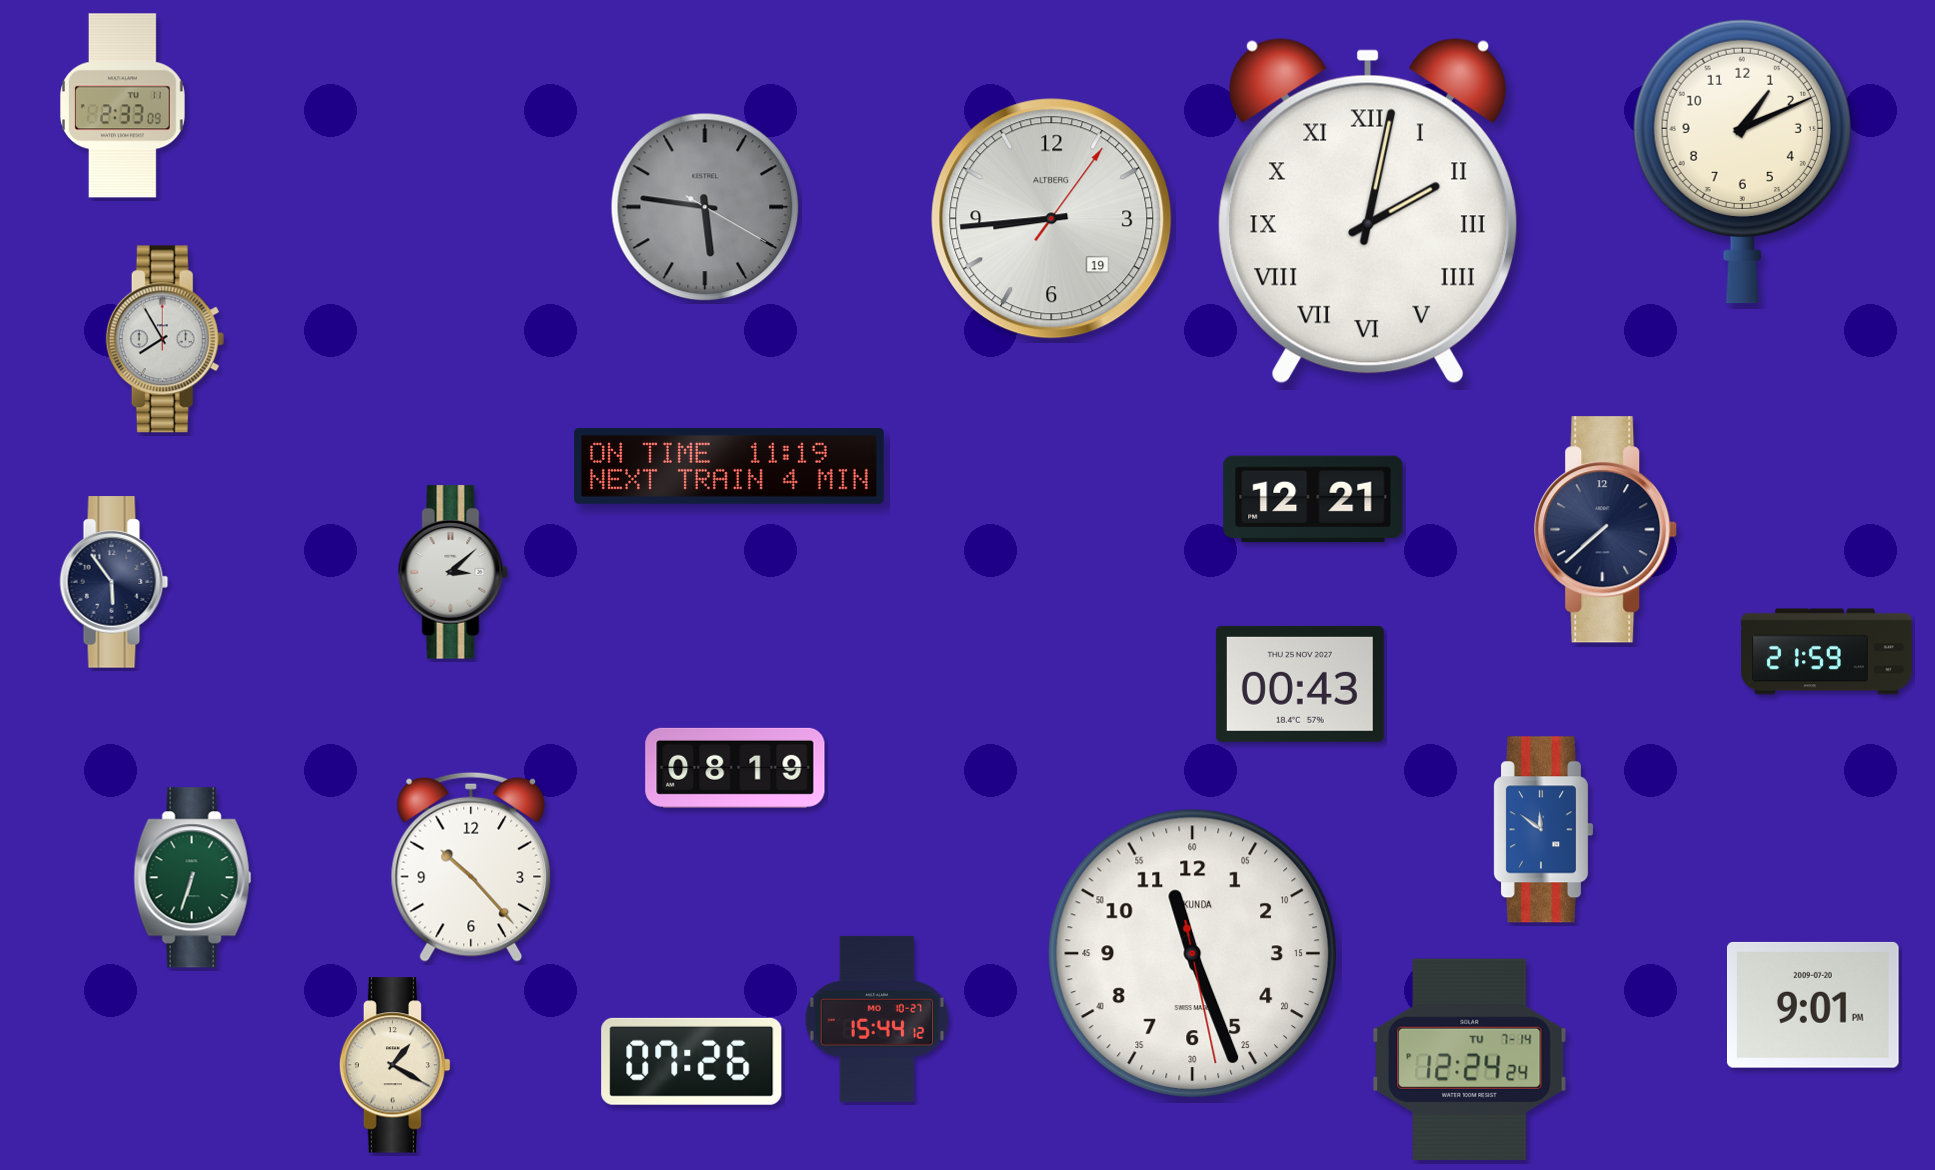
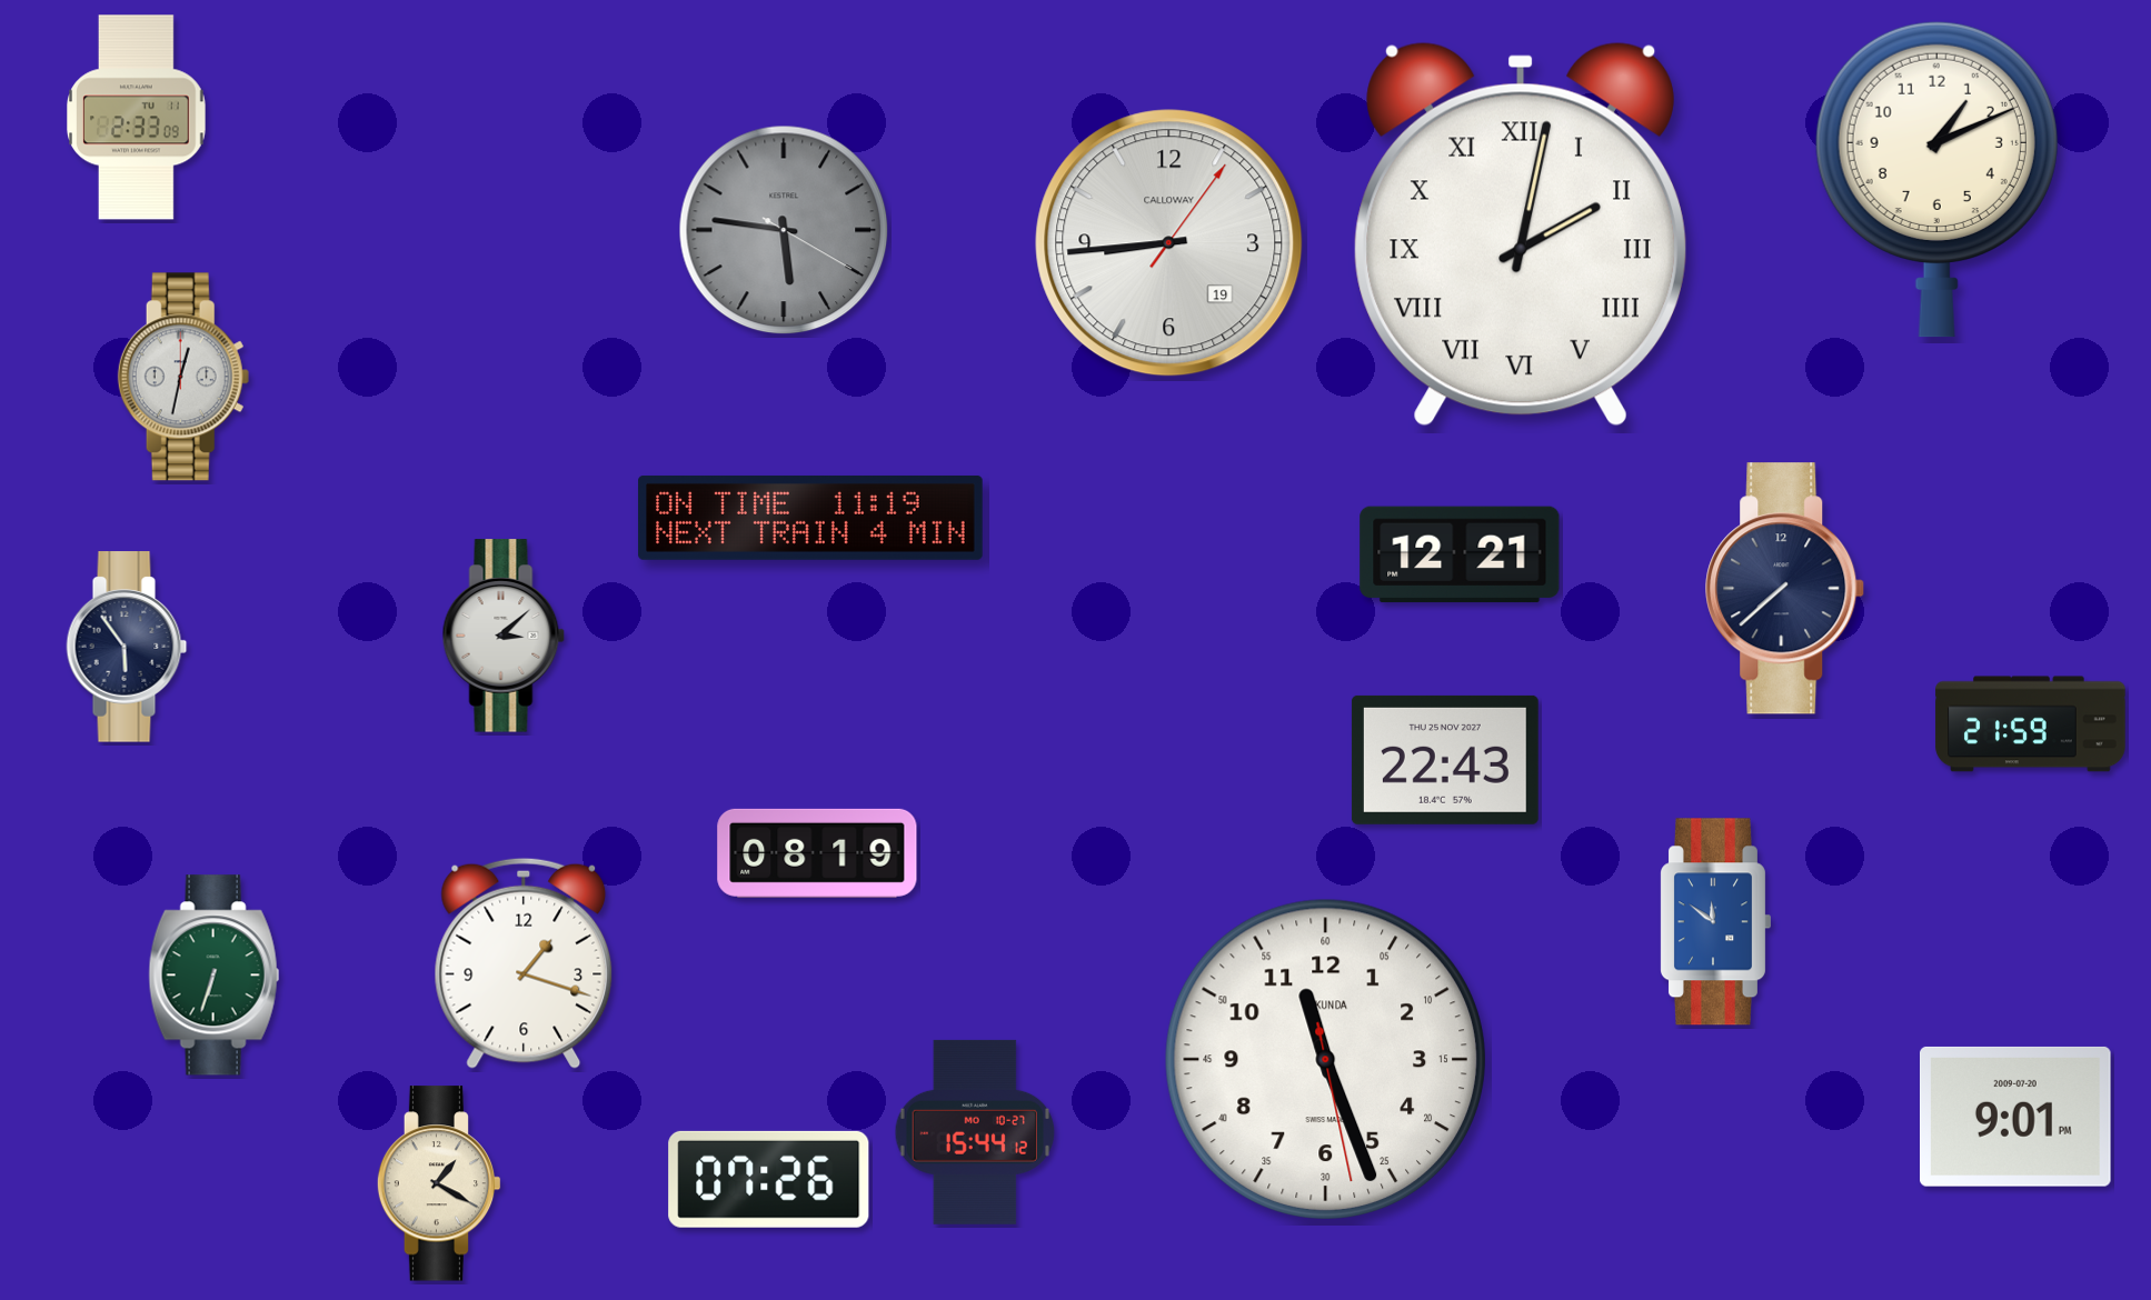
clock at (1052, 219) brand: ALTBERG -> CALLOWAY
clock at (165, 339): 7:55 -> 12:32
clock at (1300, 684): 00:43 -> 22:43
clock at (471, 867): 10:23 -> 1:18
clock at (1470, 1059): 12:24 -> none
